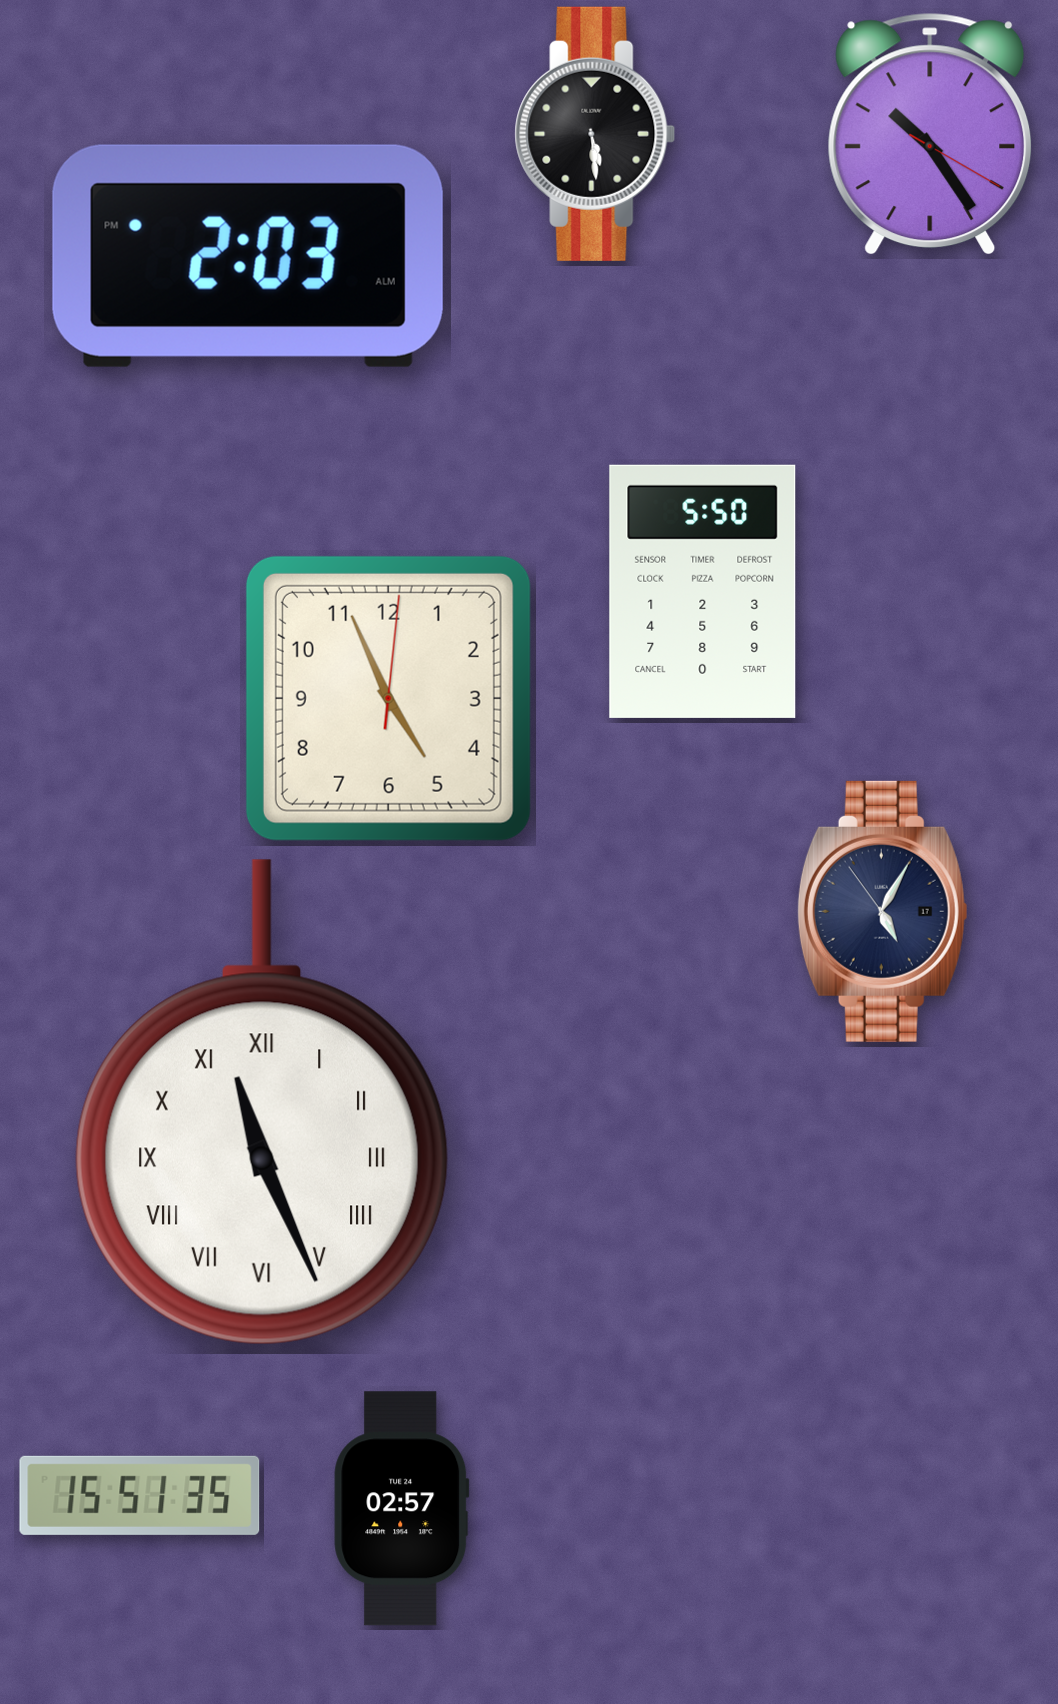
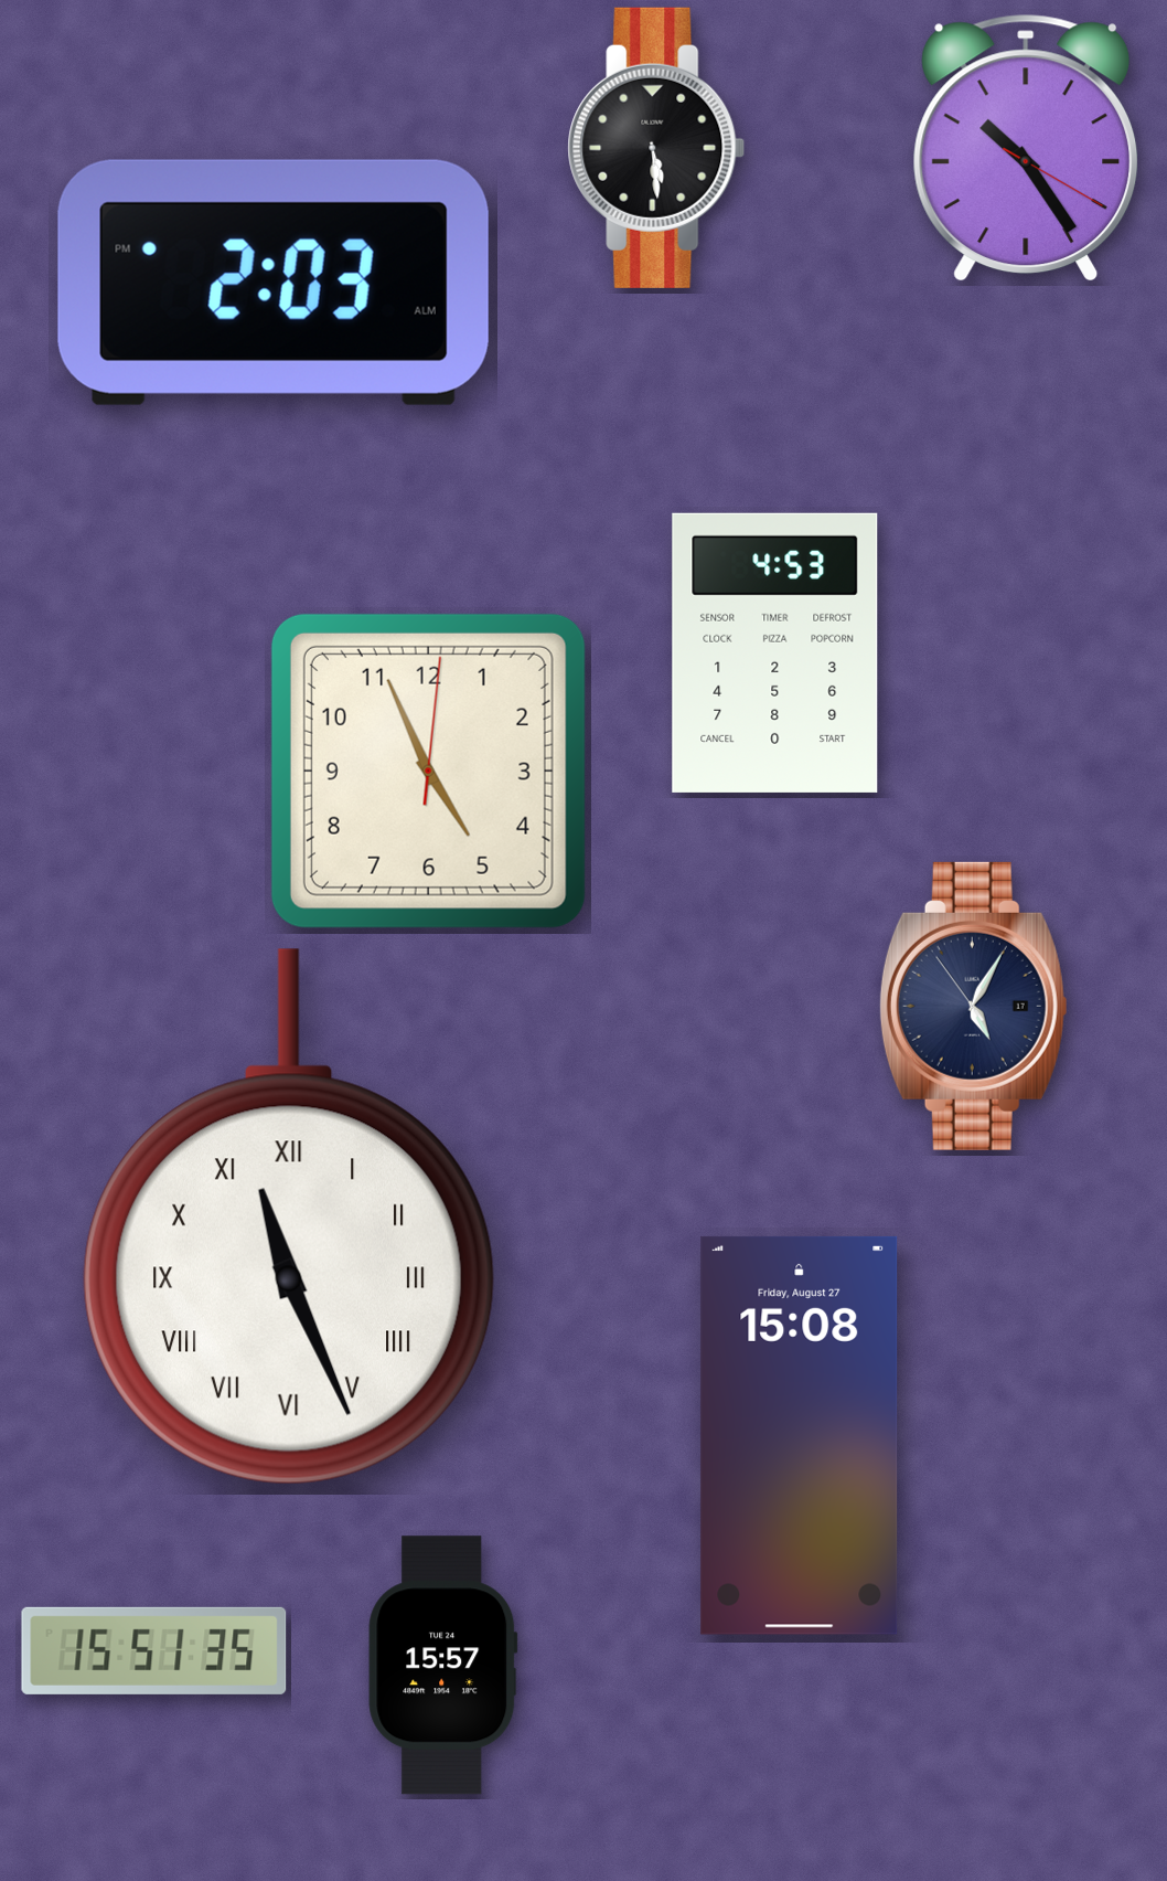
clock at (703, 591): 5:50 -> 4:53
clock at (800, 1435): none -> 15:08
clock at (402, 1509): 02:57 -> 15:57
